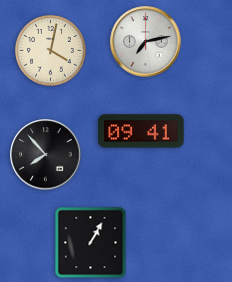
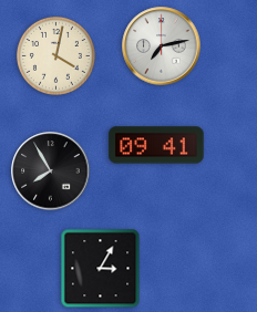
clock at (46, 155): 7:53 -> 7:55
clock at (91, 243): 1:05 -> 3:05
